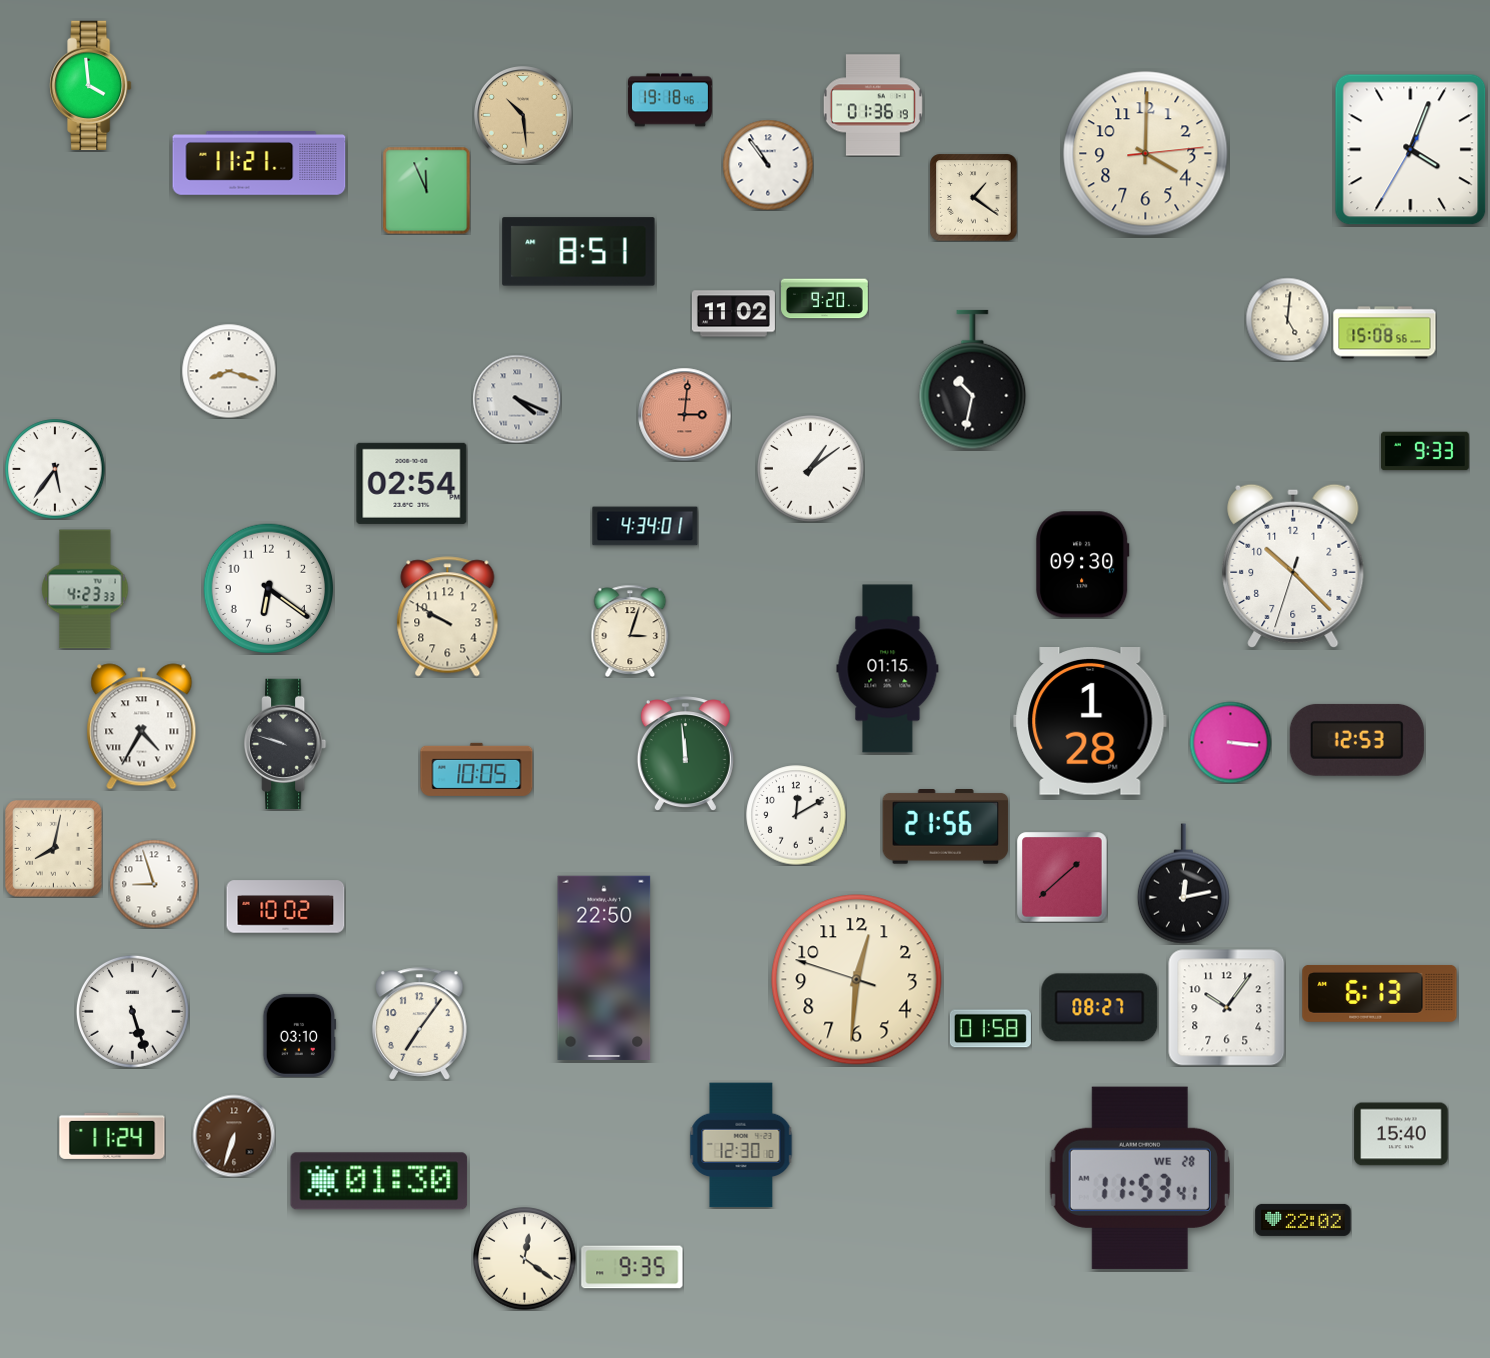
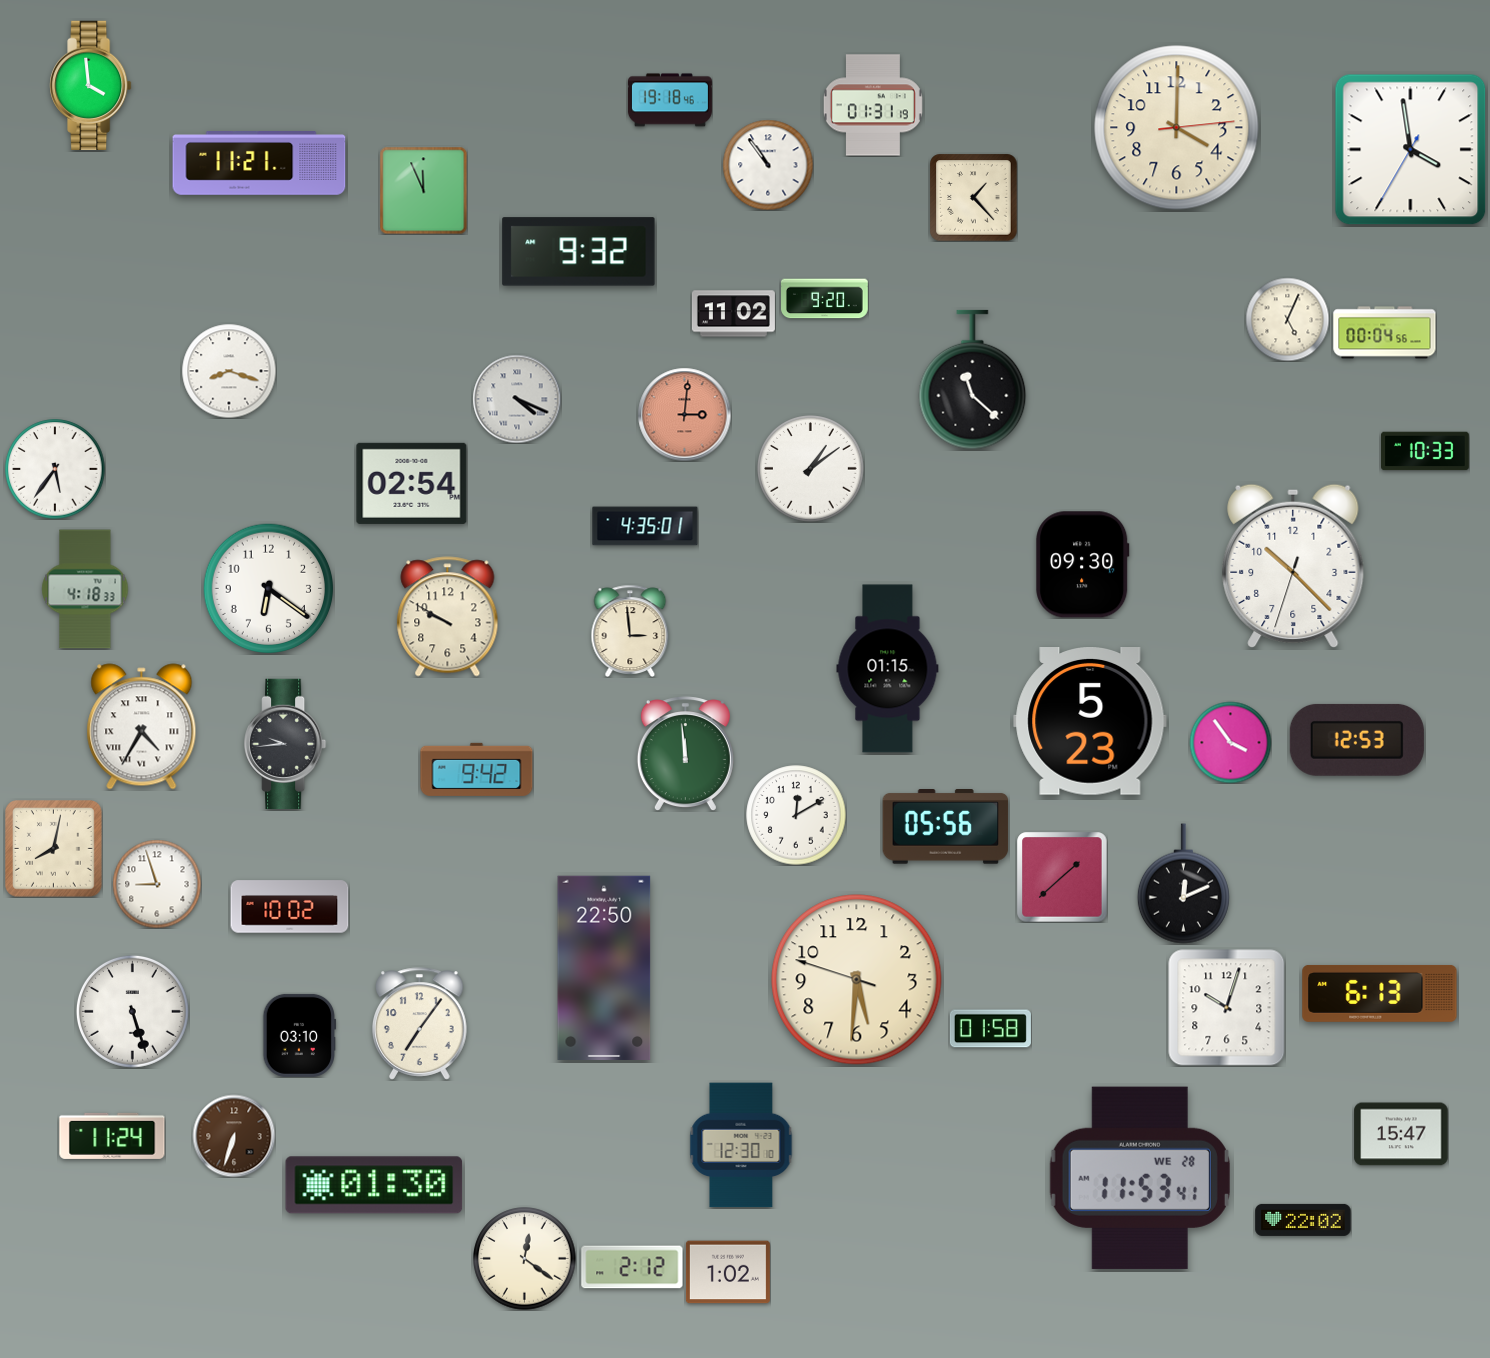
clock at (873, 105): 01:36 -> 01:31
clock at (523, 115): 10:29 -> none
clock at (1411, 150): 4:03 -> 3:58
clock at (1146, 154) position: (1146, 154) -> (1177, 128)
clock at (426, 190) position: (426, 190) -> (423, 190)
clock at (973, 197): 1:21 -> 1:23
clock at (579, 252): 8:51 -> 9:32
clock at (1287, 319): 5:01 -> 5:04
clock at (1385, 333): 15:08 -> 00:04
clock at (973, 380): 10:32 -> 11:22
clock at (1425, 451): 9:33 -> 10:33
clock at (645, 526): 4:34 -> 4:35
clock at (85, 589): 4:23 -> 4:18
clock at (630, 630): 3:03 -> 2:59
clock at (1090, 722): 1:28 -> 5:23
clock at (1230, 742): 3:16 -> 3:54
clock at (285, 743): 9:48 -> 9:44
clock at (477, 769): 10:05 -> 9:42
clock at (946, 827): 21:56 -> 05:56
clock at (154, 884) position: (154, 884) -> (157, 884)
clock at (1183, 884): 12:13 -> 12:11
clock at (286, 907) position: (286, 907) -> (290, 907)
clock at (857, 980): 12:30 -> 5:30
clock at (1100, 1008): 08:27 -> none
clock at (1227, 1008): 10:06 -> 10:03
clock at (1401, 1134): 15:40 -> 15:47
clock at (379, 1181) position: (379, 1181) -> (374, 1185)
clock at (632, 1267): 9:35 -> 2:12
clock at (728, 1272): none -> 1:02
